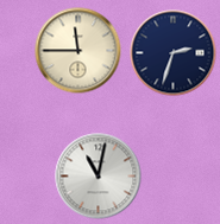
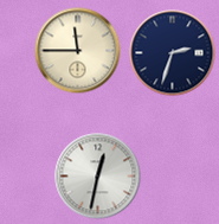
clock at (99, 177): 11:02 -> 12:32
